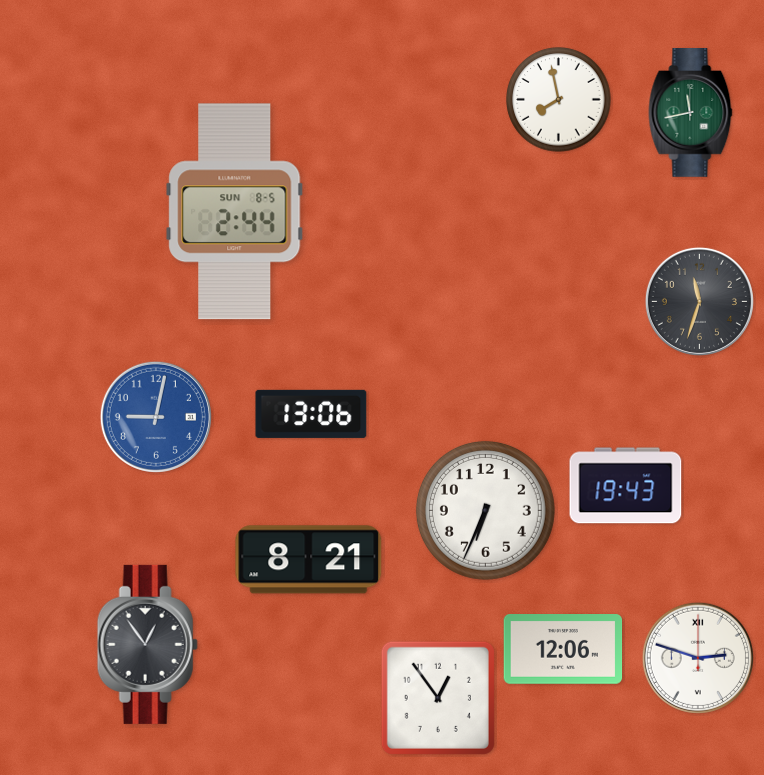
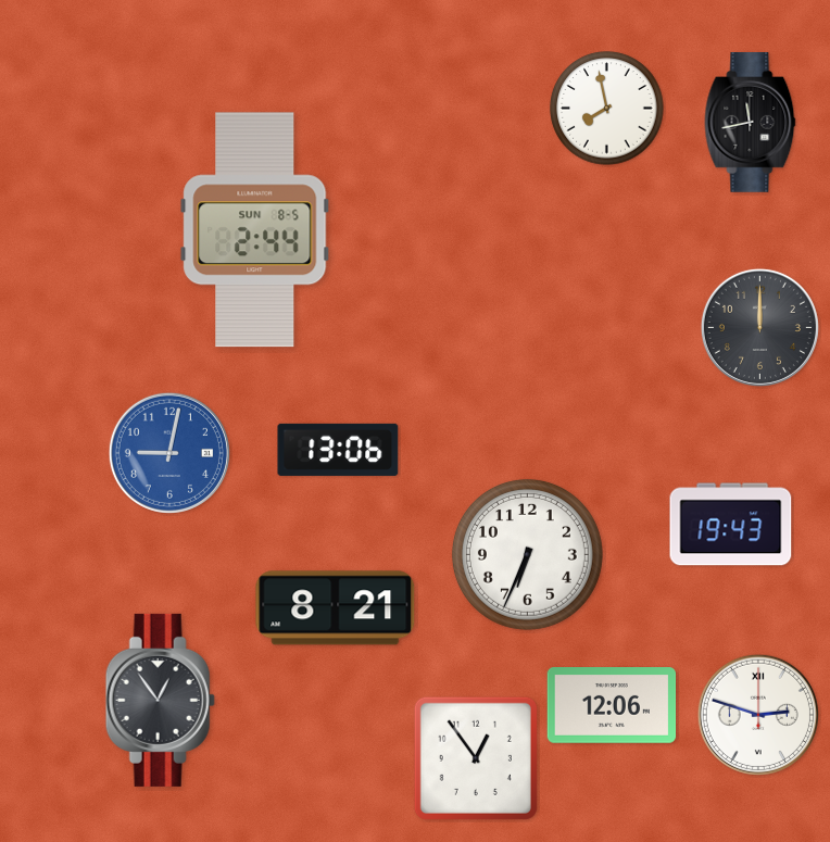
clock at (691, 113) dial: green -> black
clock at (699, 301): 11:33 -> 12:00
clock at (626, 486) position: (626, 486) -> (731, 525)
